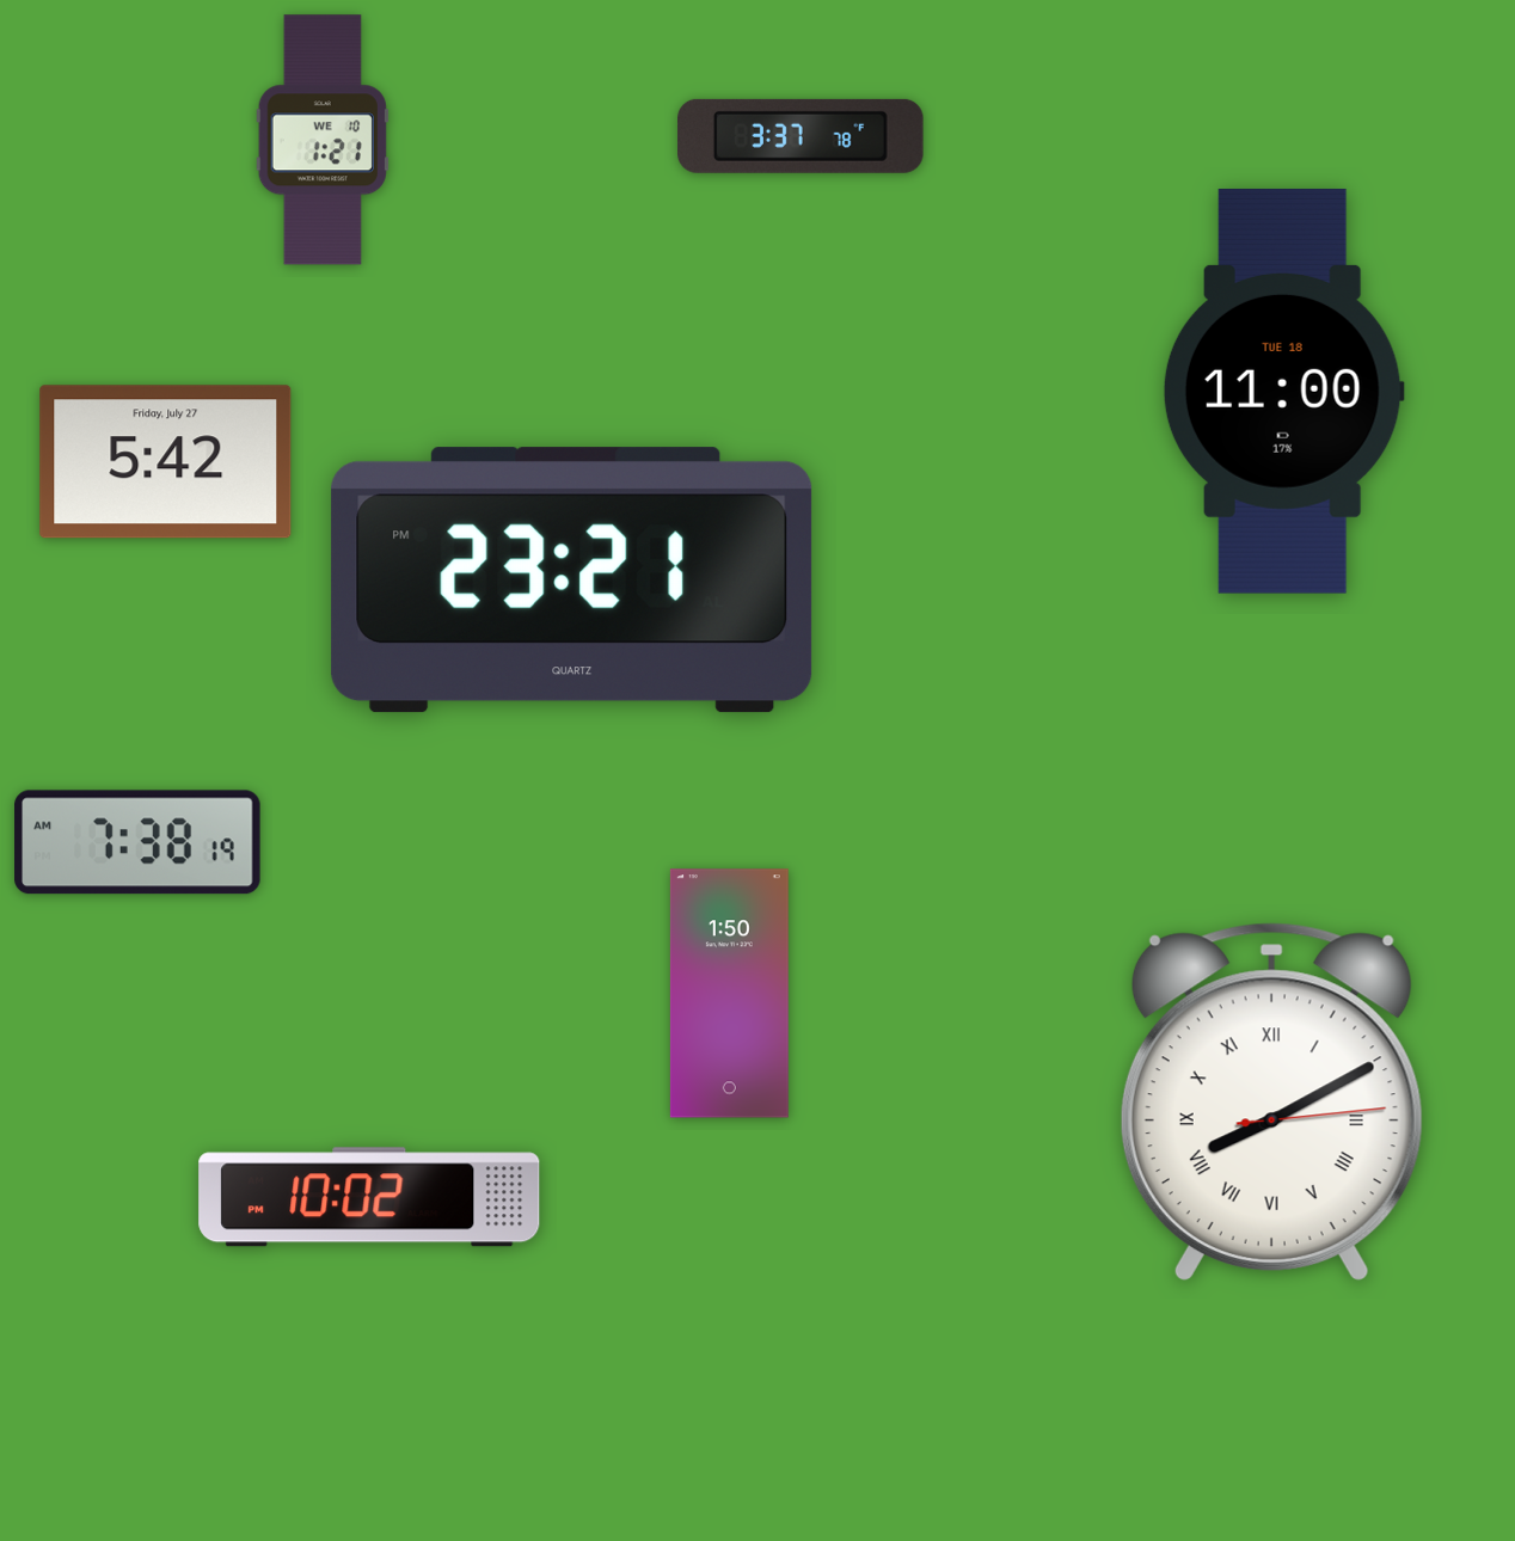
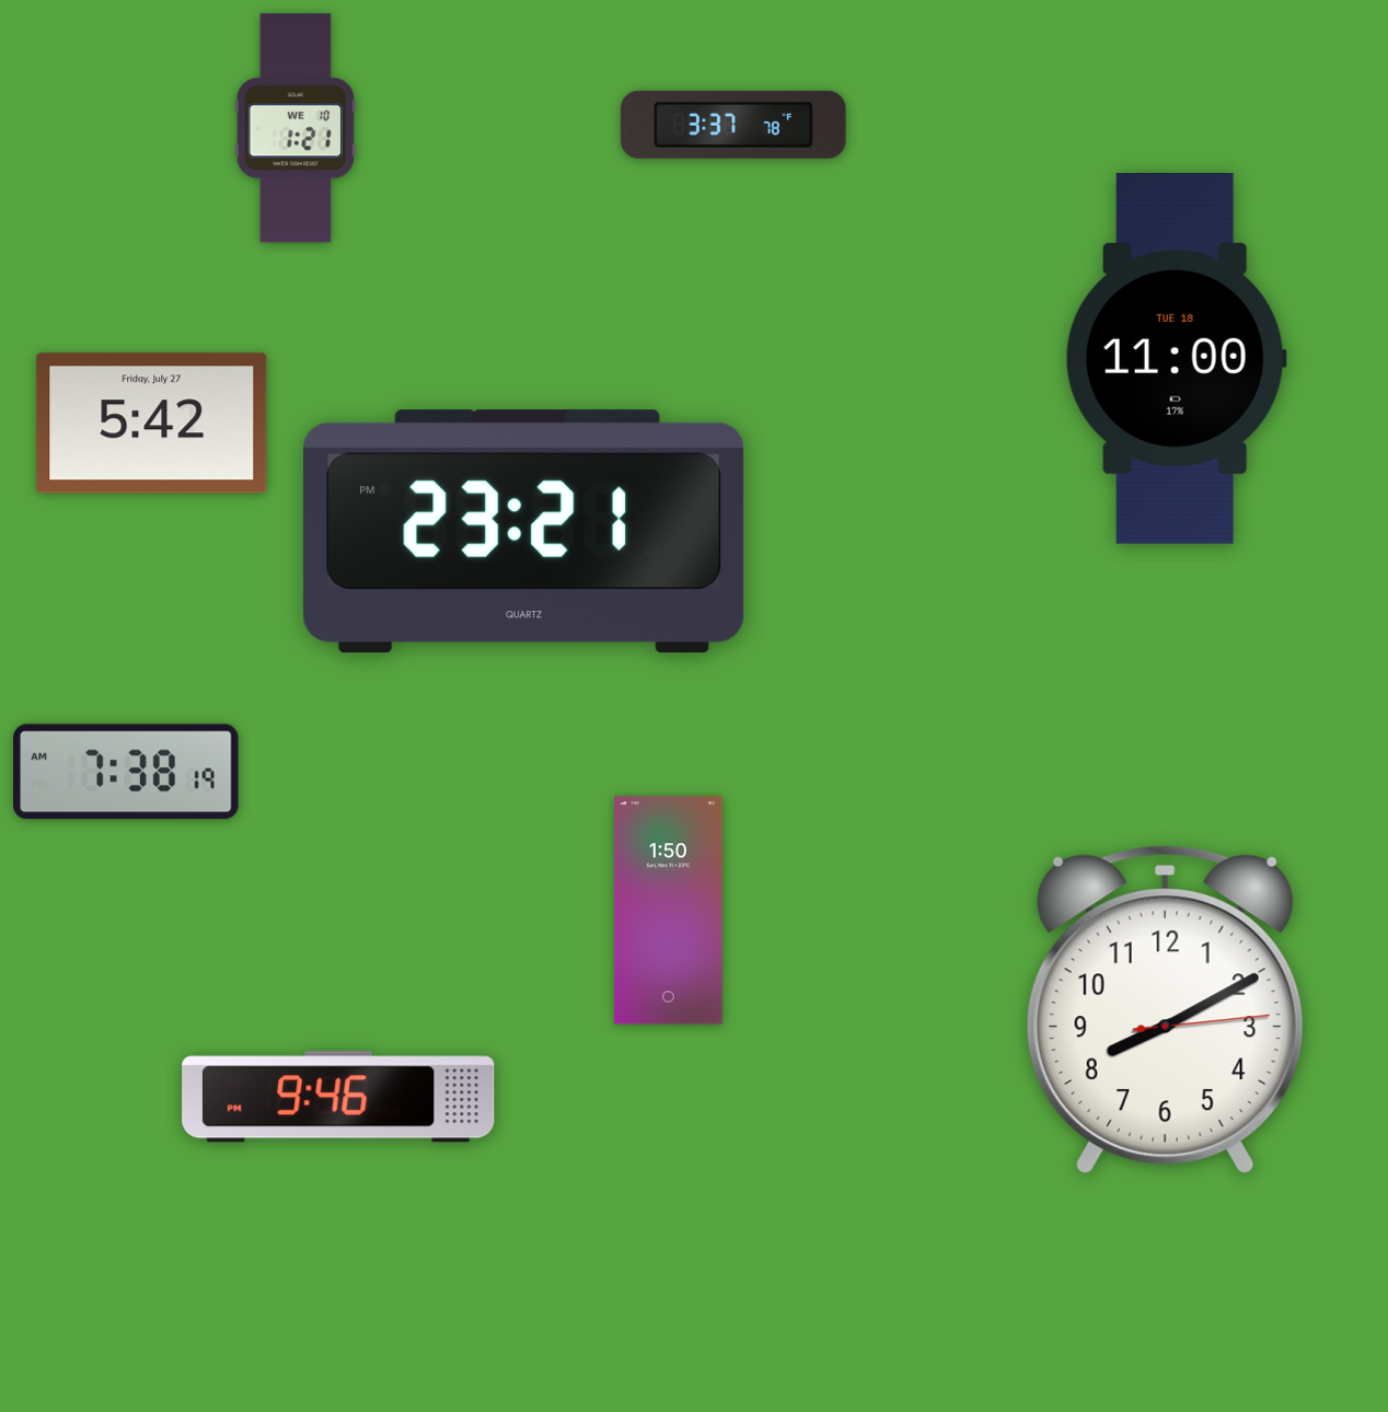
clock at (1271, 1101) numerals: Roman -> Arabic
clock at (369, 1197): 10:02 -> 9:46
